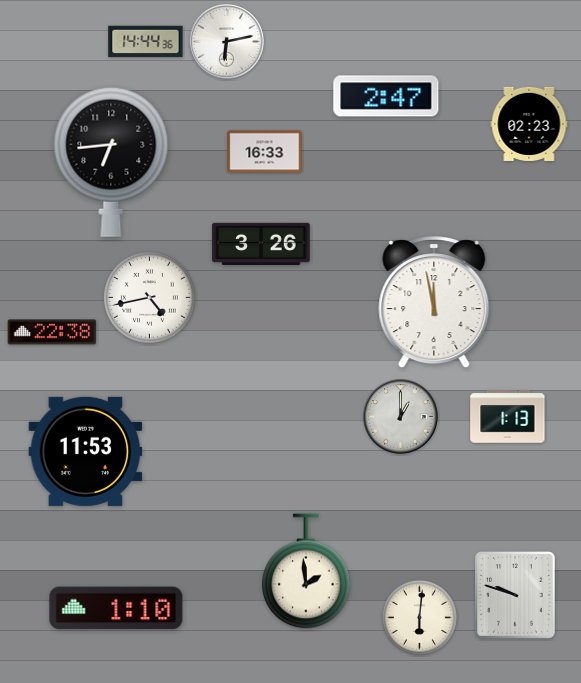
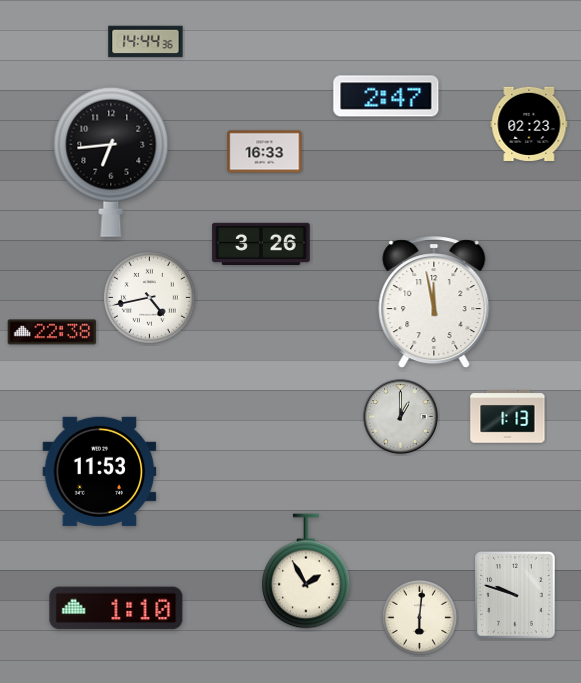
clock at (227, 42): 6:13 -> none
clock at (86, 451) position: (86, 451) -> (100, 471)
clock at (306, 571): 1:59 -> 1:55
